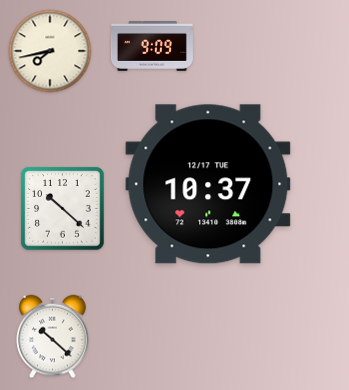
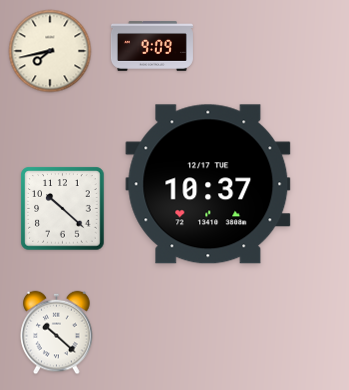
clock at (53, 337) position: (53, 337) -> (57, 333)
